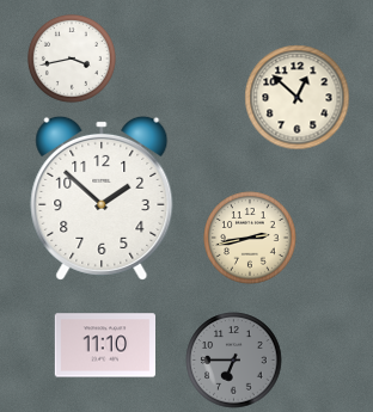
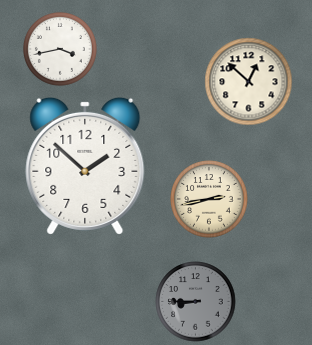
clock at (104, 345): 11:10 -> none
clock at (234, 361): 6:45 -> 8:45
